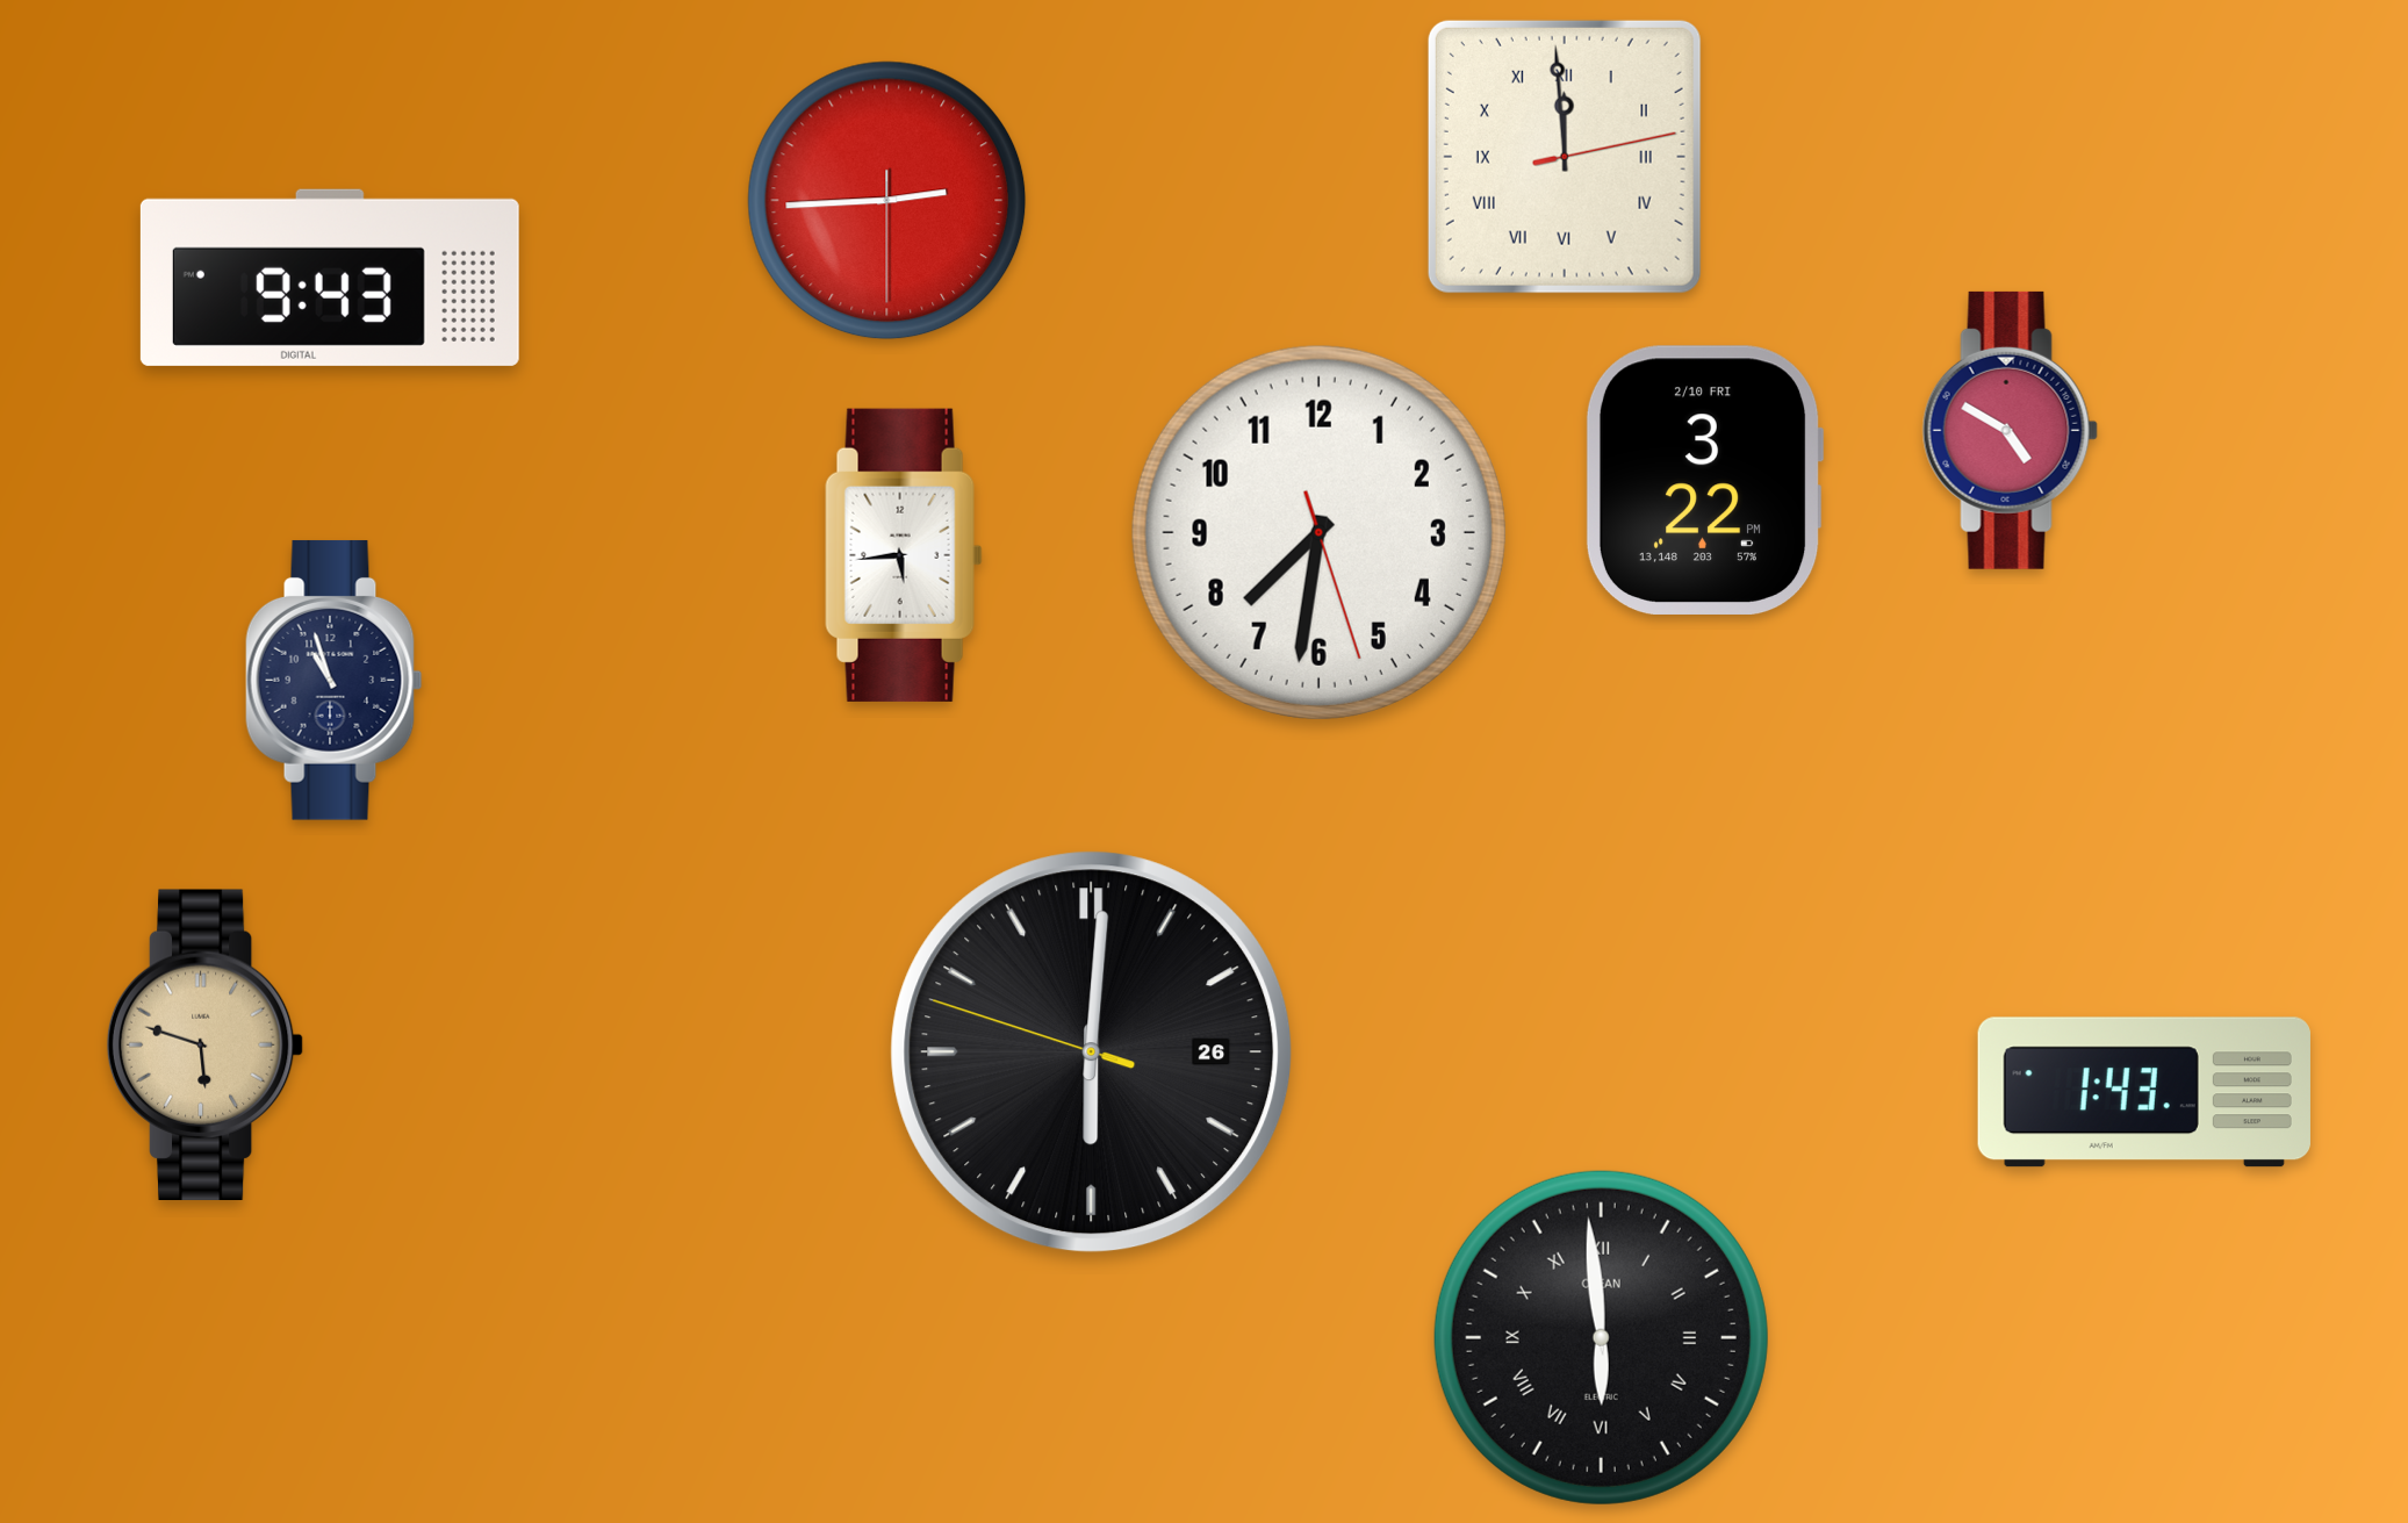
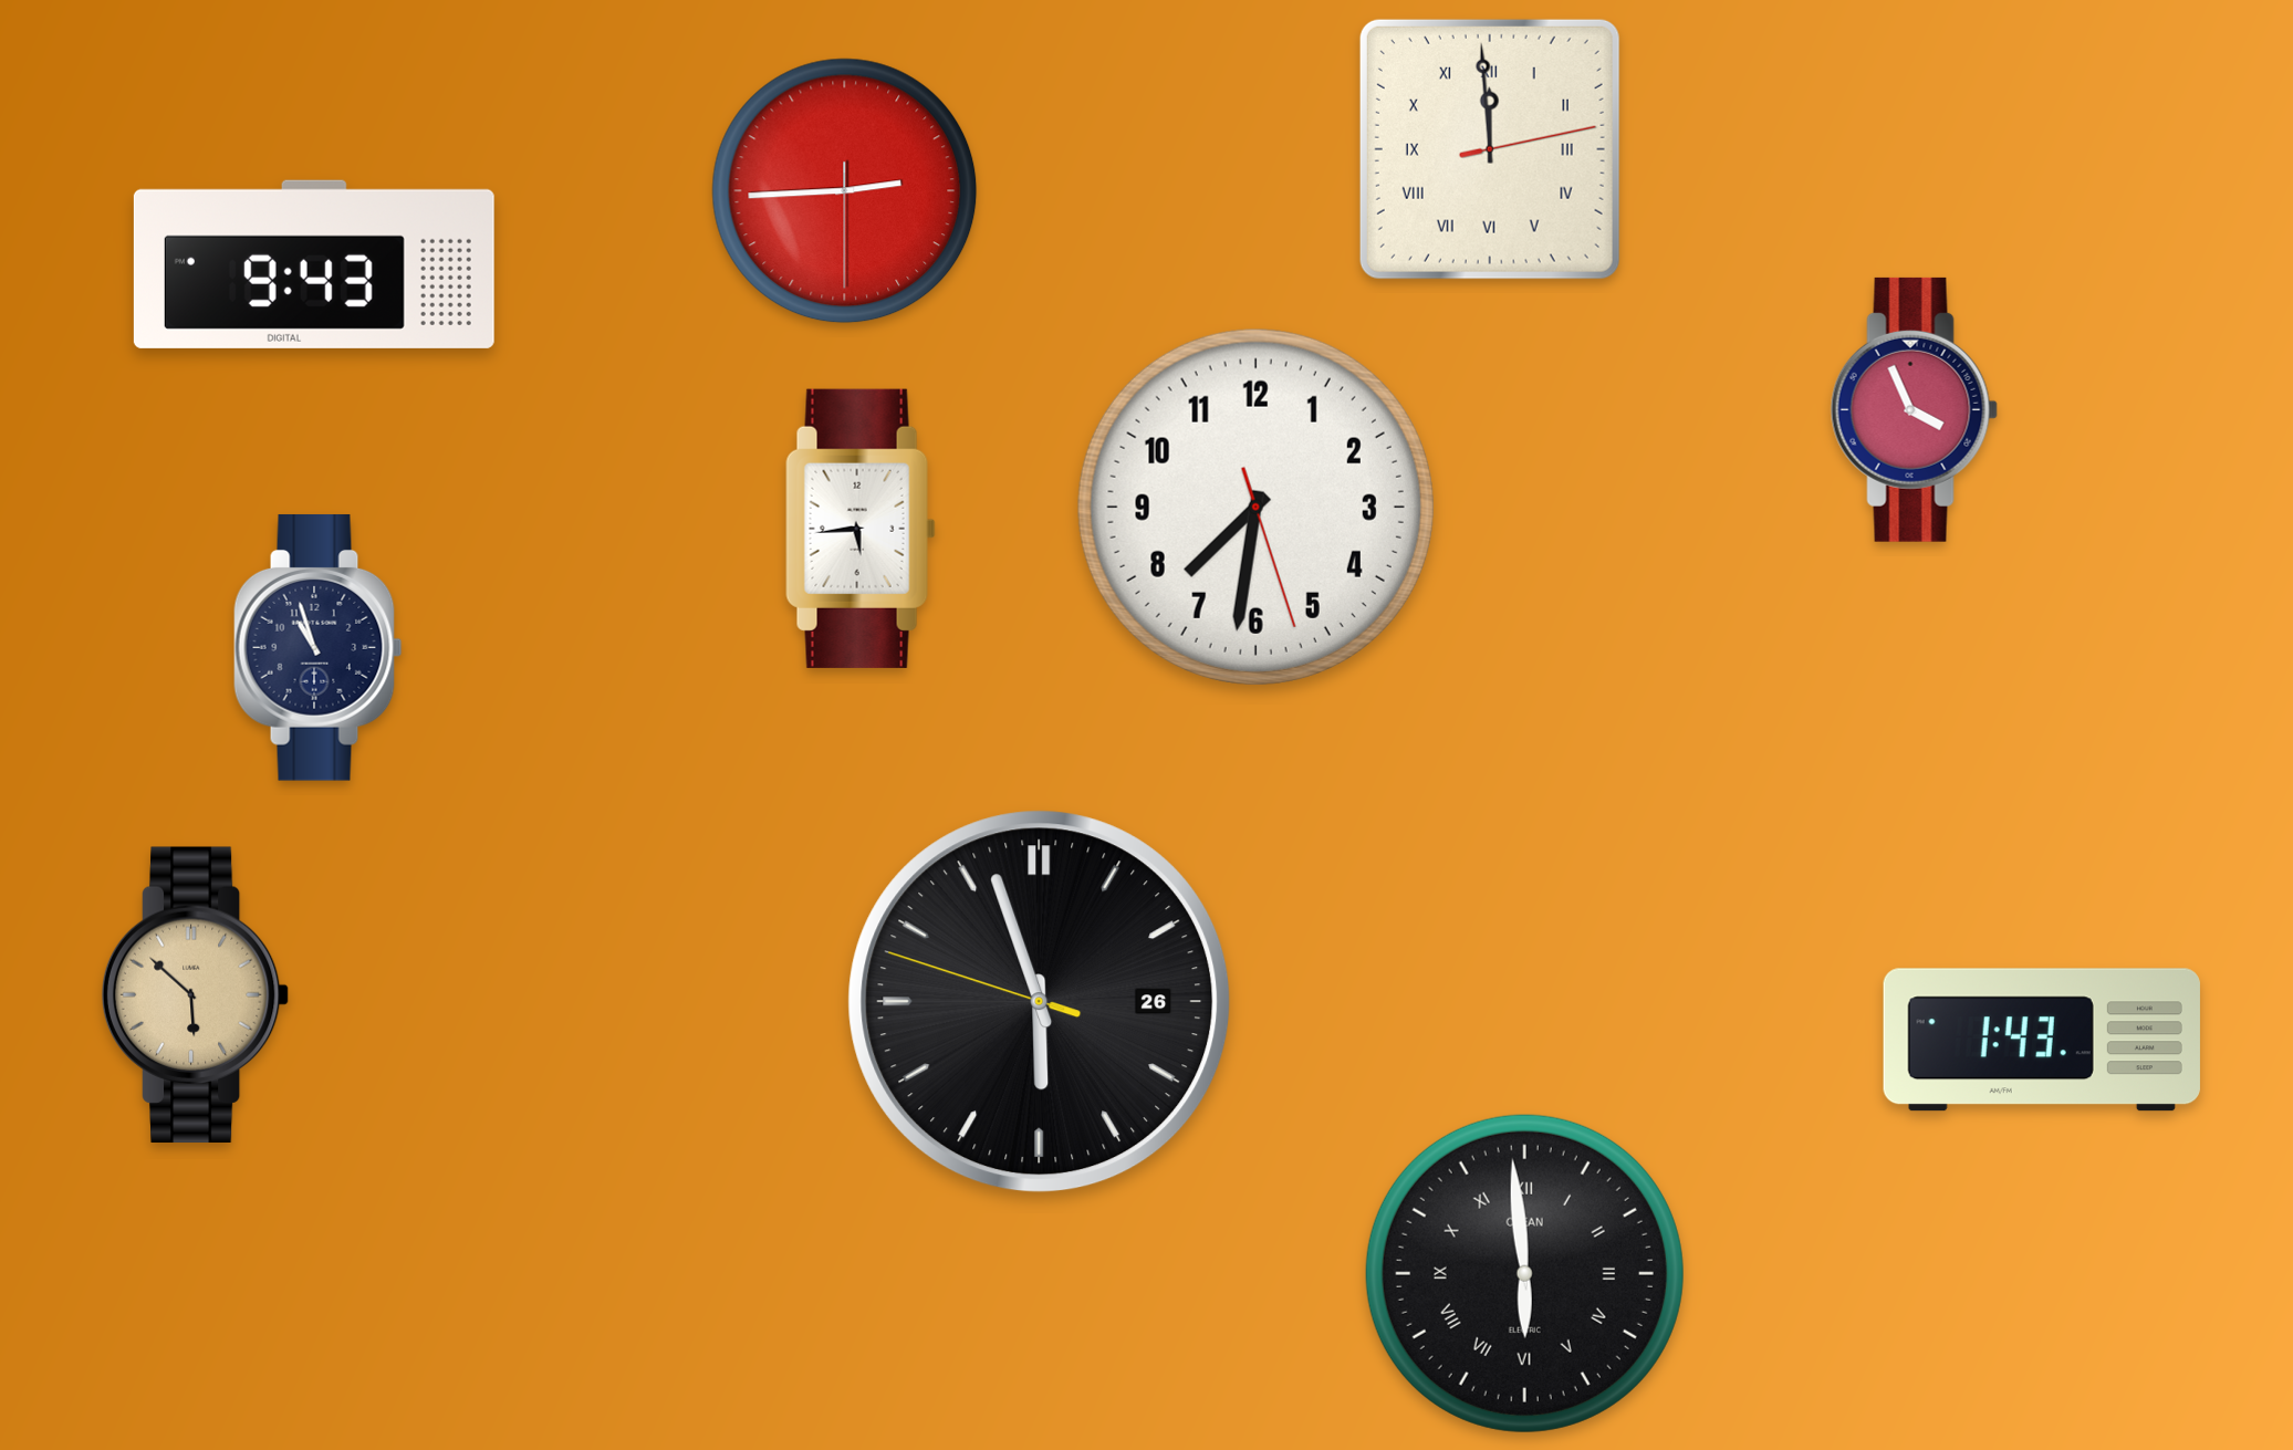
clock at (2010, 430): 4:50 -> 3:56
clock at (1704, 480): 3:22 -> none
clock at (206, 1044): 5:48 -> 5:52
clock at (1092, 1053): 6:00 -> 5:56
